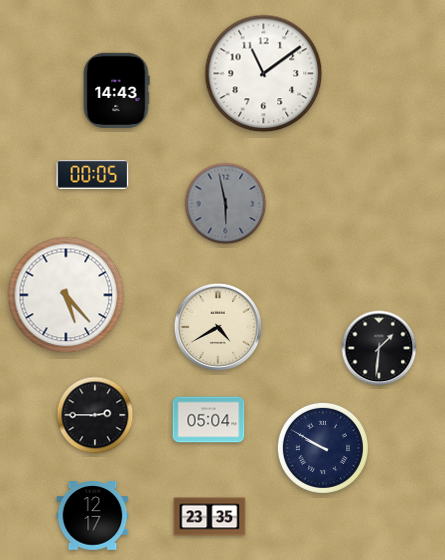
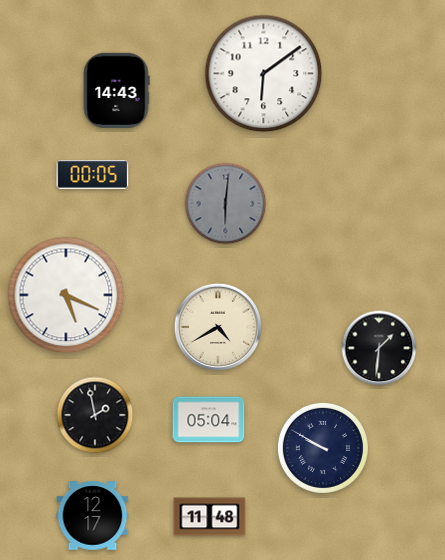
clock at (264, 74): 11:09 -> 6:09
clock at (226, 204): 5:58 -> 6:01
clock at (66, 295): 5:23 -> 5:19
clock at (95, 415): 2:45 -> 1:58
clock at (210, 517): 23:35 -> 11:48
